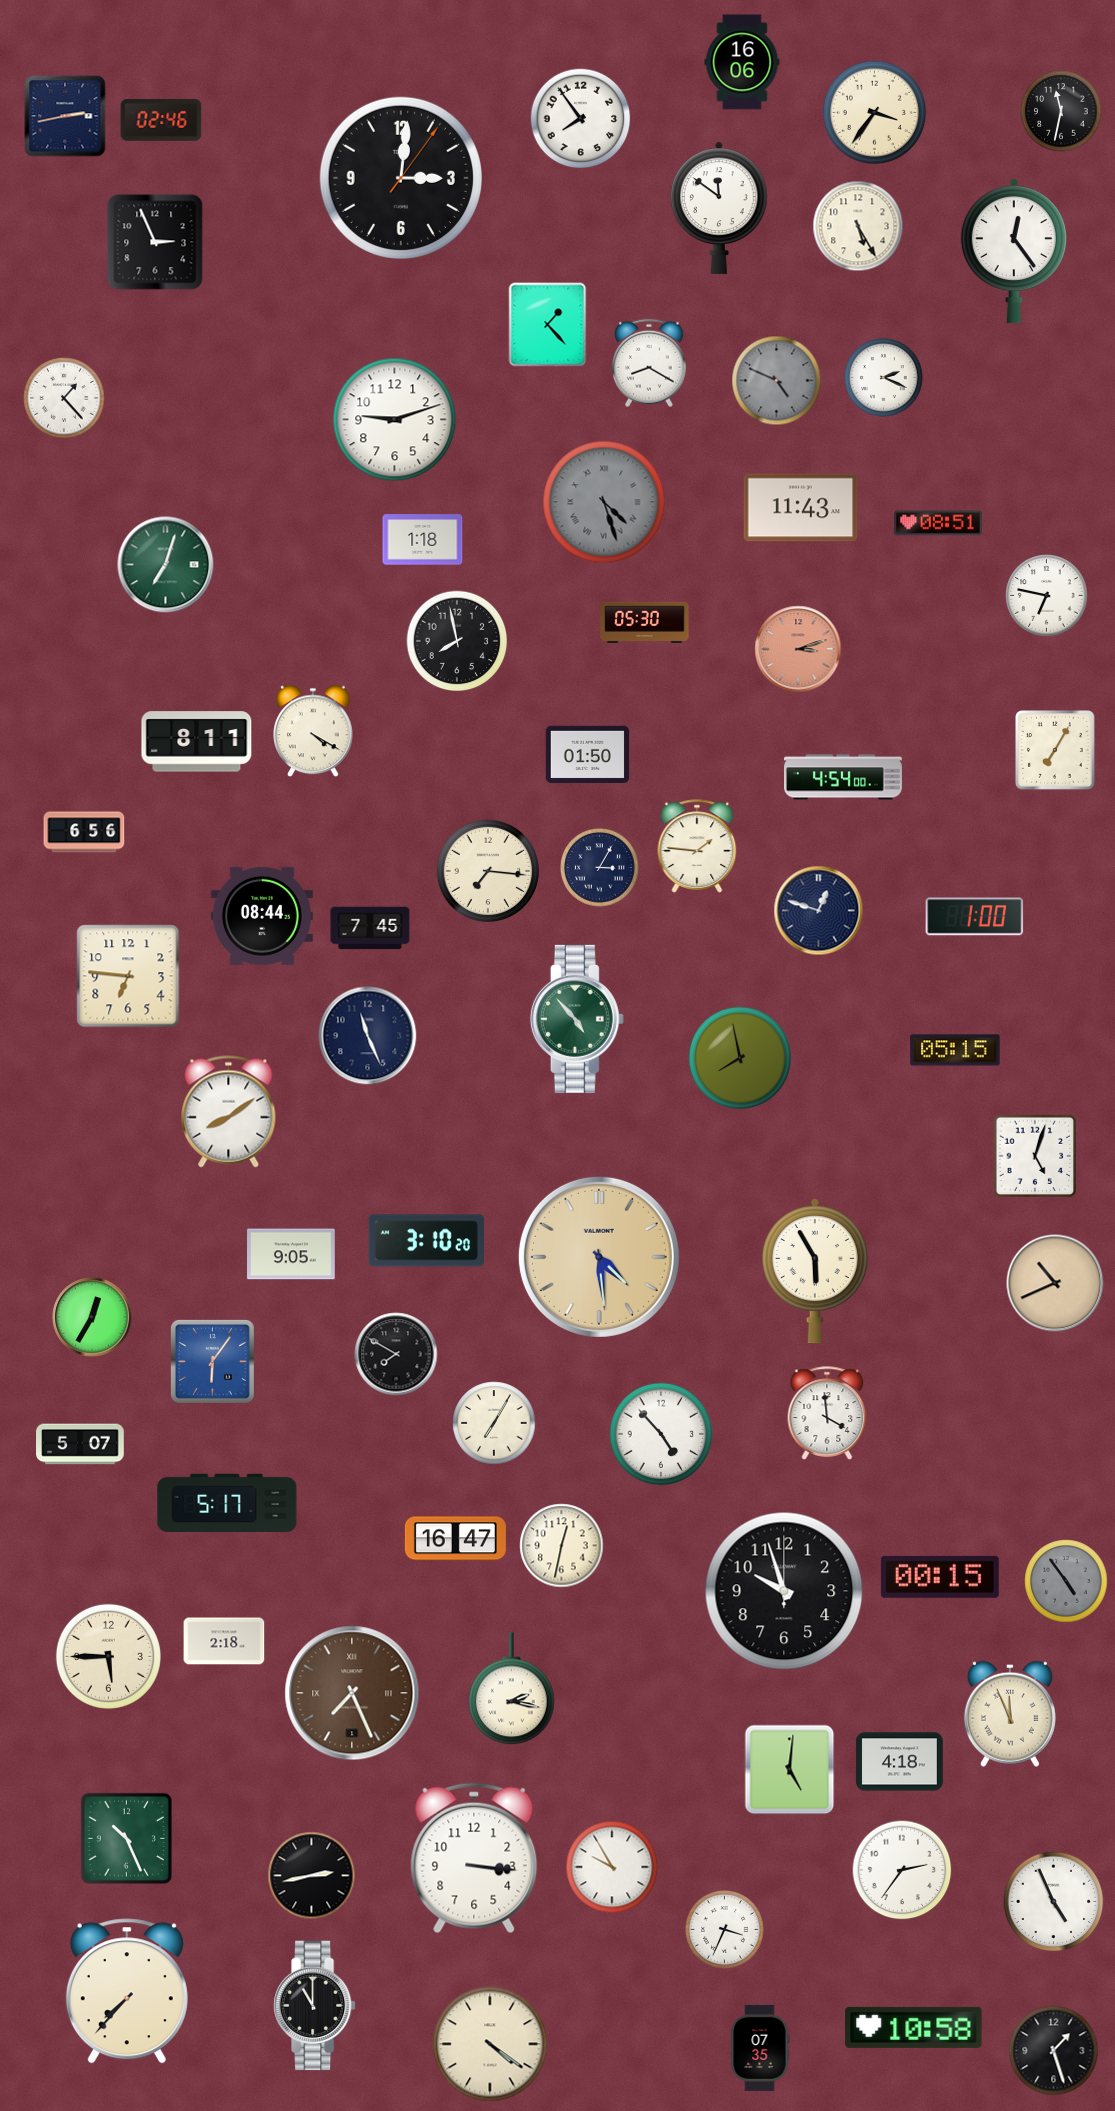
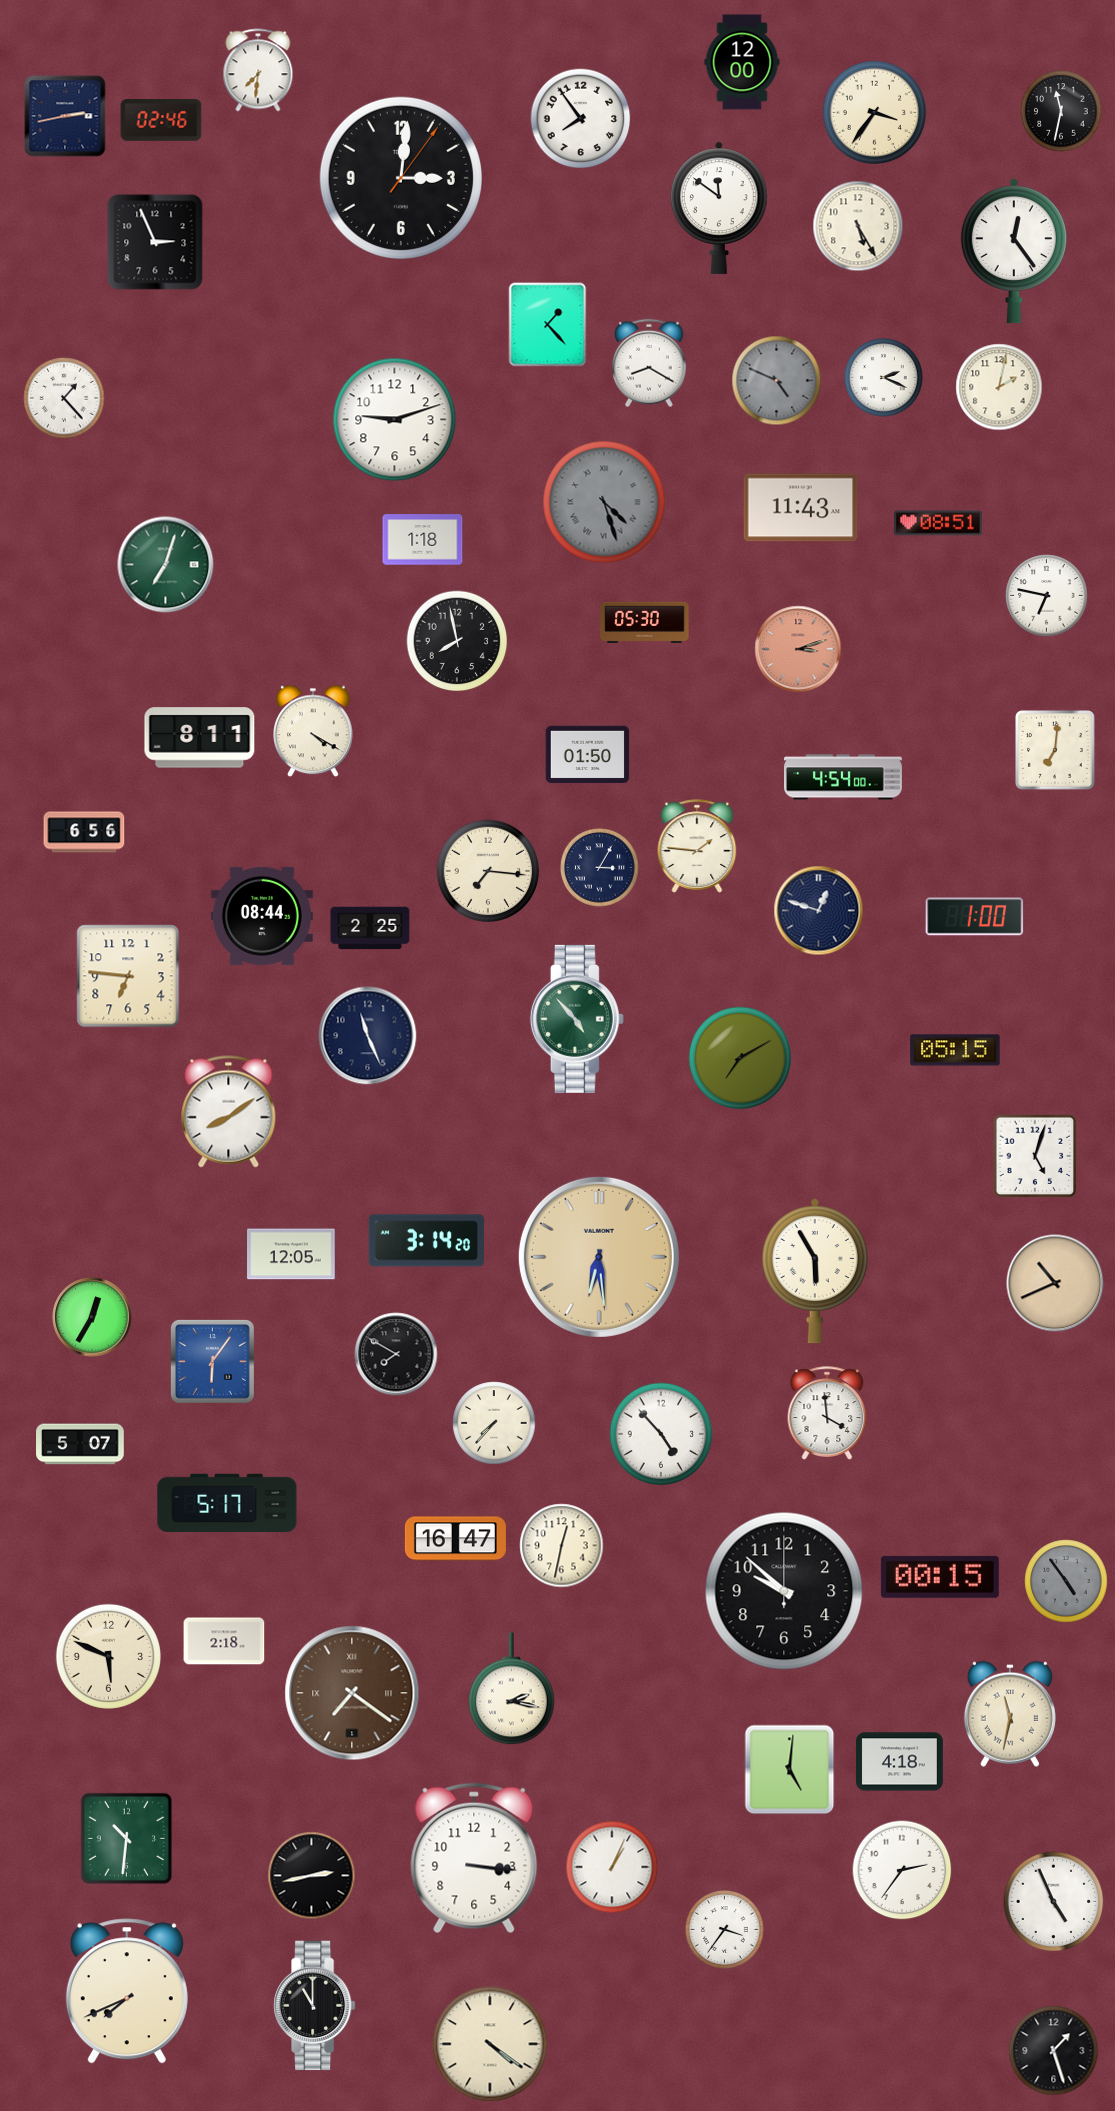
clock at (742, 62): 16:06 -> 12:00
clock at (258, 70): none -> 7:31
clock at (999, 387): none -> 2:02
clock at (197, 742) position: (197, 742) -> (200, 738)
clock at (1056, 751): 7:05 -> 7:01
clock at (370, 928): 7:45 -> 2:25
clock at (740, 1058): 7:58 -> 7:10
clock at (426, 1241): 3:10 -> 3:14
clock at (291, 1254): 9:05 -> 12:05
clock at (599, 1257): 4:29 -> 6:29
clock at (494, 1423): 7:05 -> 7:37
clock at (784, 1591): 9:57 -> 9:52
clock at (108, 1656): 5:45 -> 5:49
clock at (352, 1693): 7:26 -> 7:21
clock at (1010, 1714): 11:56 -> 11:32
clock at (126, 1838): 10:26 -> 10:31
clock at (612, 1867): 9:55 -> 1:04
clock at (725, 1930): 3:34 -> 3:36
clock at (127, 1991): 7:37 -> 7:41
clock at (914, 2027): 10:58 -> none
clock at (760, 2048): 07:35 -> none
